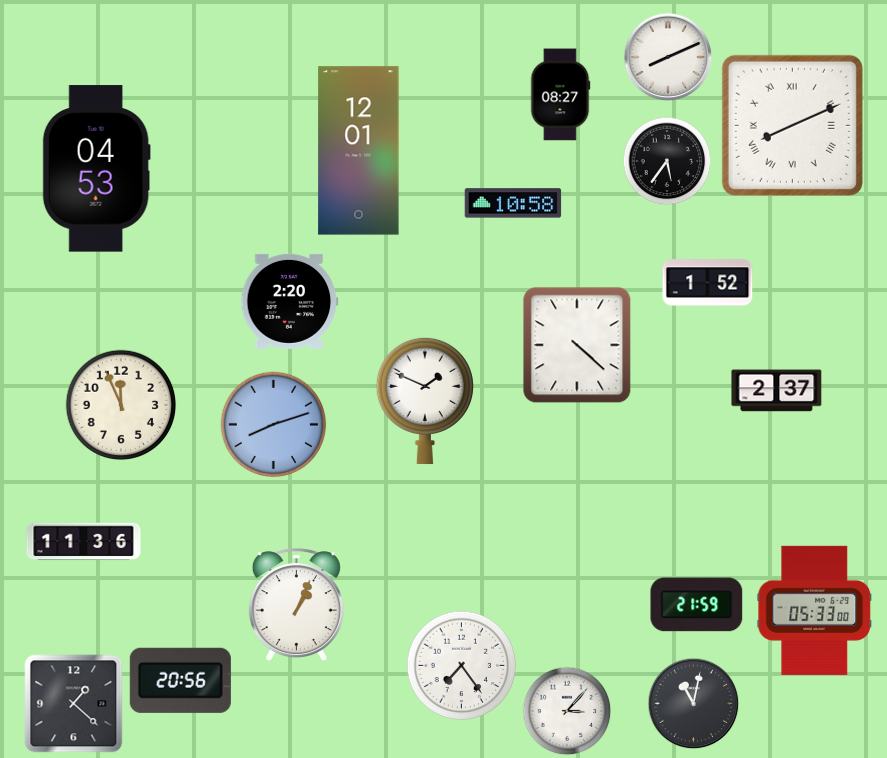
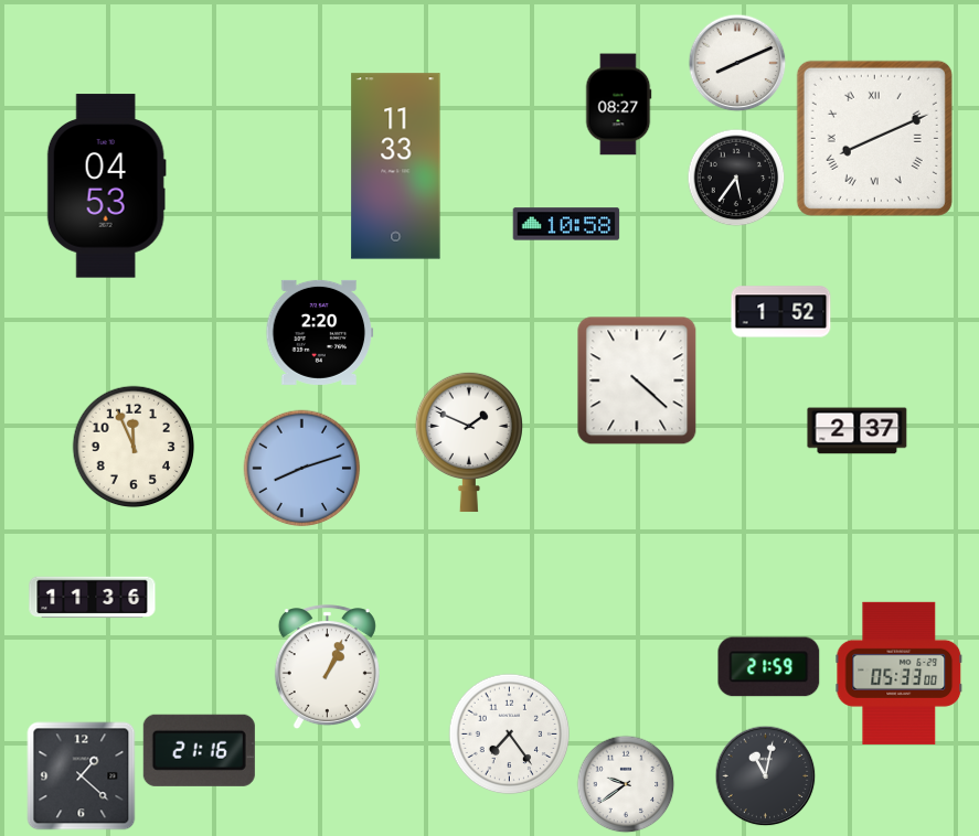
clock at (359, 151): 12:01 -> 11:33
clock at (180, 680): 20:56 -> 21:16
clock at (567, 711): 3:07 -> 9:39
